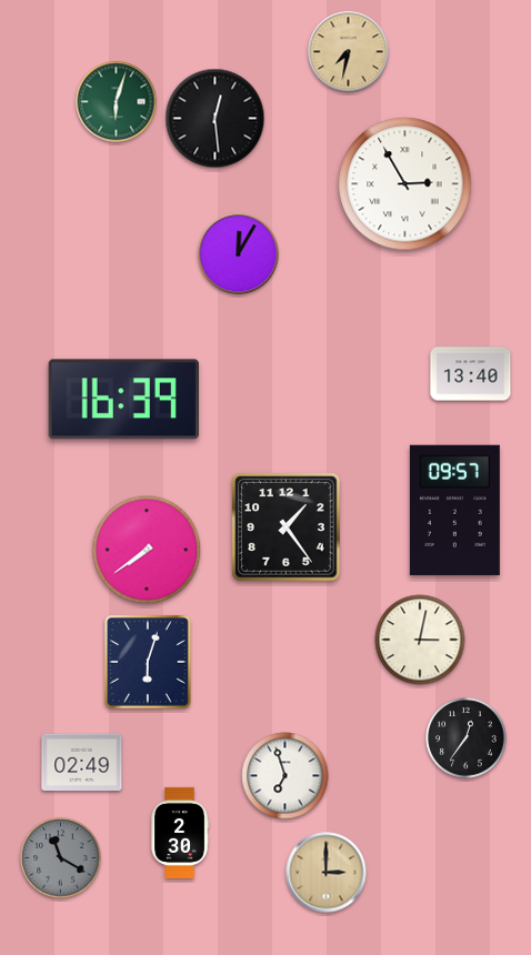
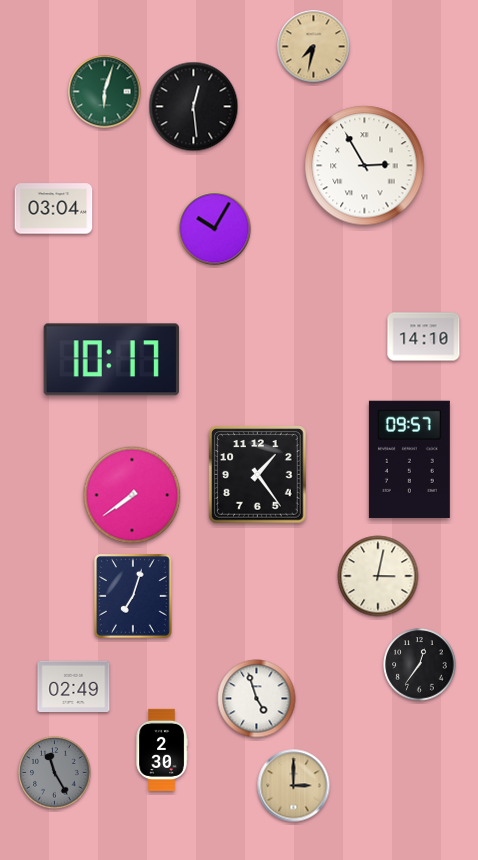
clock at (54, 209): none -> 03:04
clock at (239, 254): 12:05 -> 10:05
clock at (471, 374): 13:40 -> 14:10
clock at (123, 400): 16:39 -> 10:17
clock at (149, 663): 6:03 -> 7:03
clock at (285, 776): 6:57 -> 4:57
clock at (61, 858): 11:20 -> 11:25
